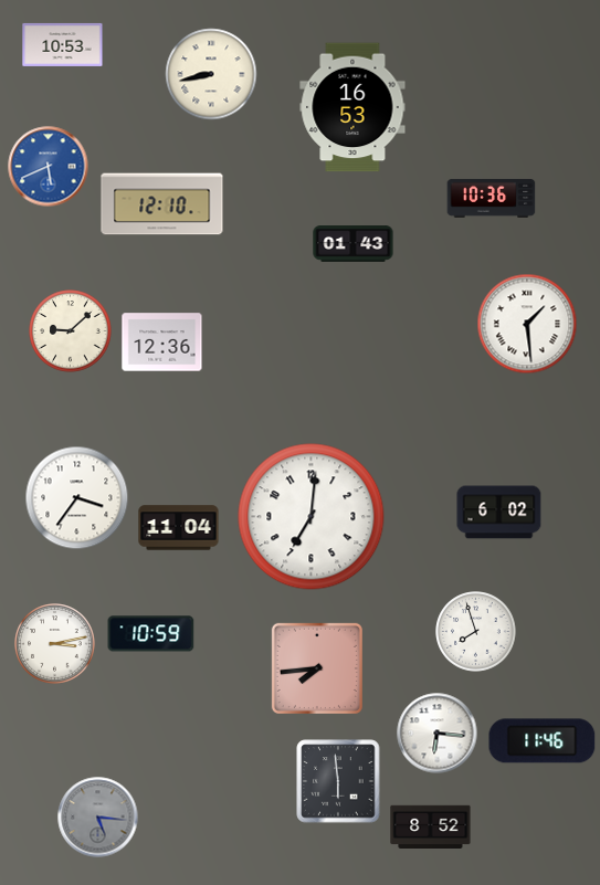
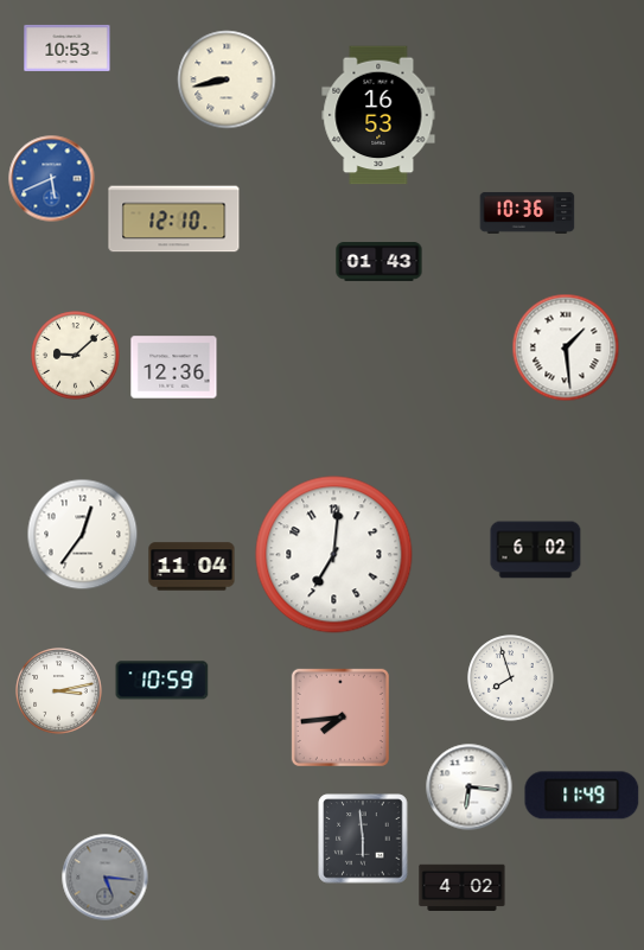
clock at (77, 498): 3:36 -> 12:36
clock at (543, 741): 11:46 -> 11:49
clock at (431, 828): 8:52 -> 4:02
